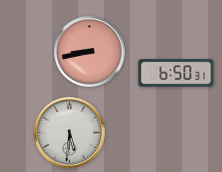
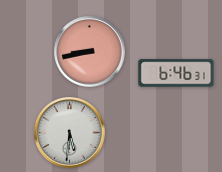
clock at (176, 73): 6:50 -> 6:46
